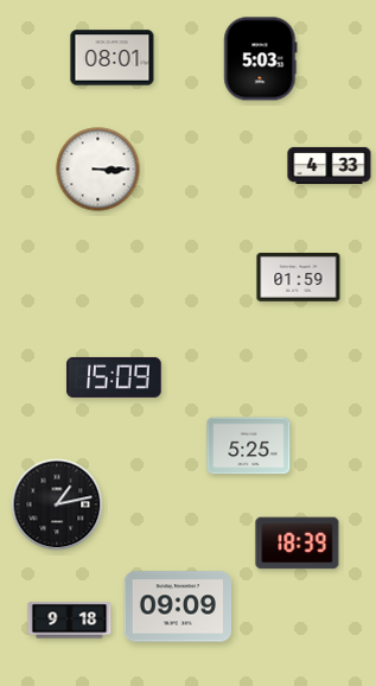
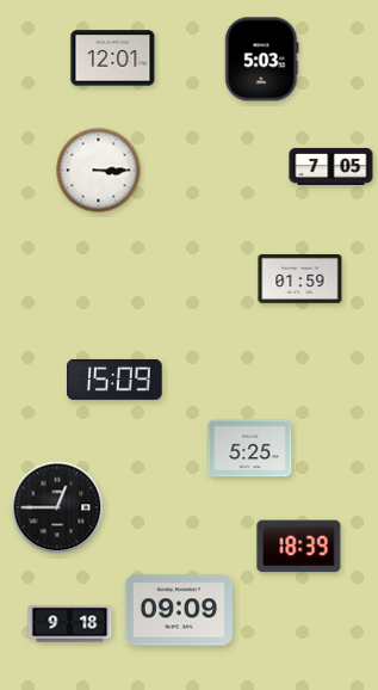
clock at (113, 58): 08:01 -> 12:01
clock at (330, 165): 4:33 -> 7:05
clock at (57, 504): 1:13 -> 12:45
